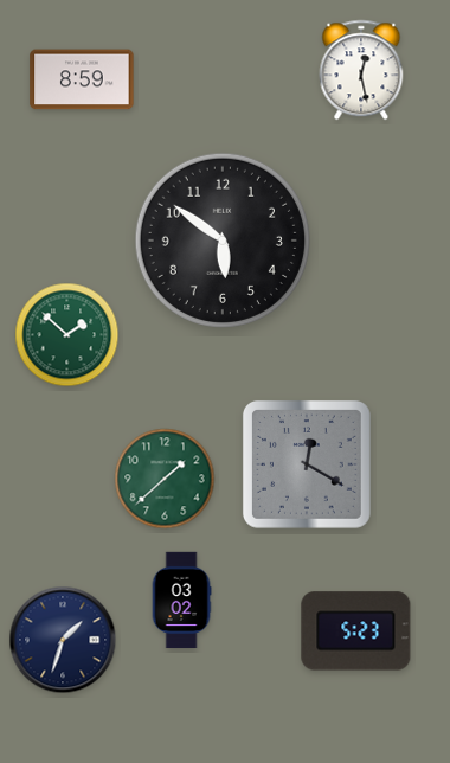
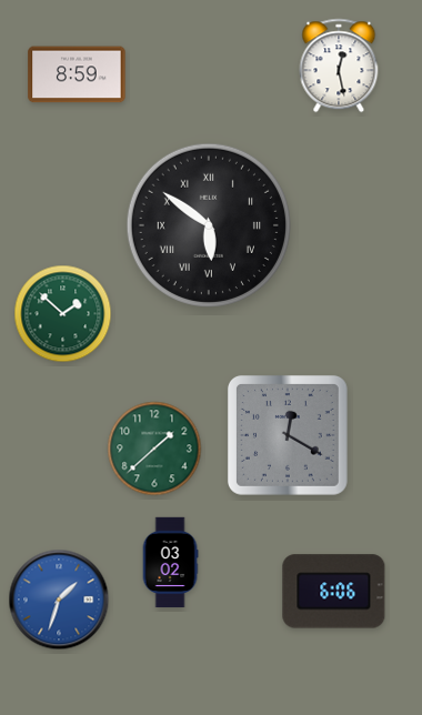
clock at (223, 241) numerals: Arabic -> Roman
clock at (356, 631): 5:23 -> 6:06
clock at (63, 640) dial: navy -> blue
